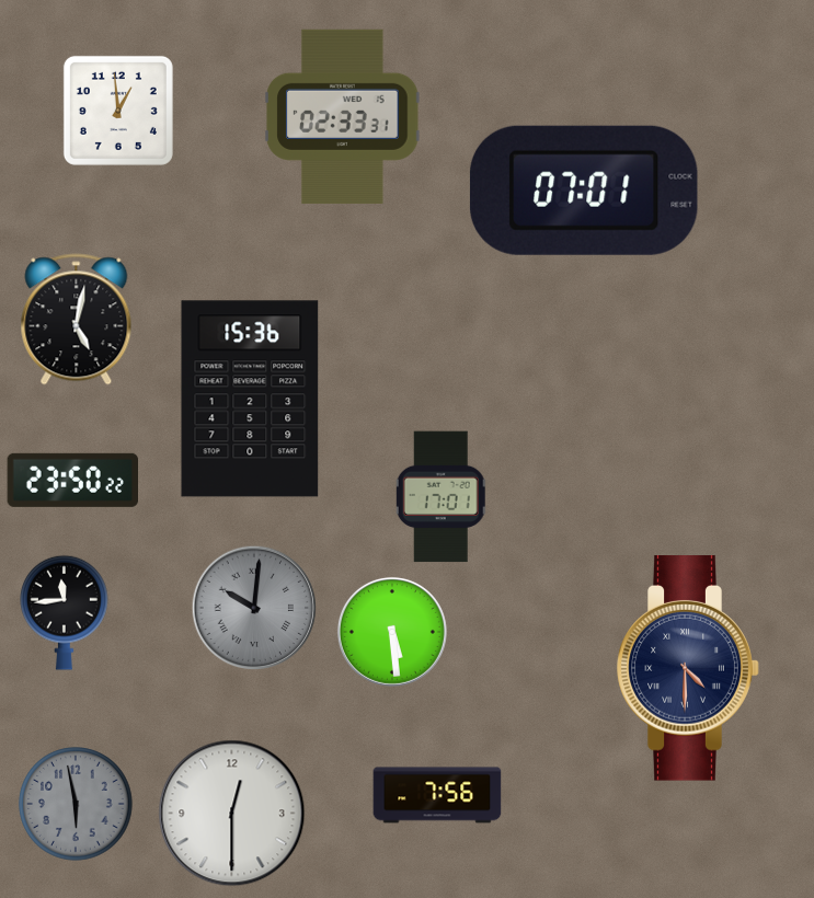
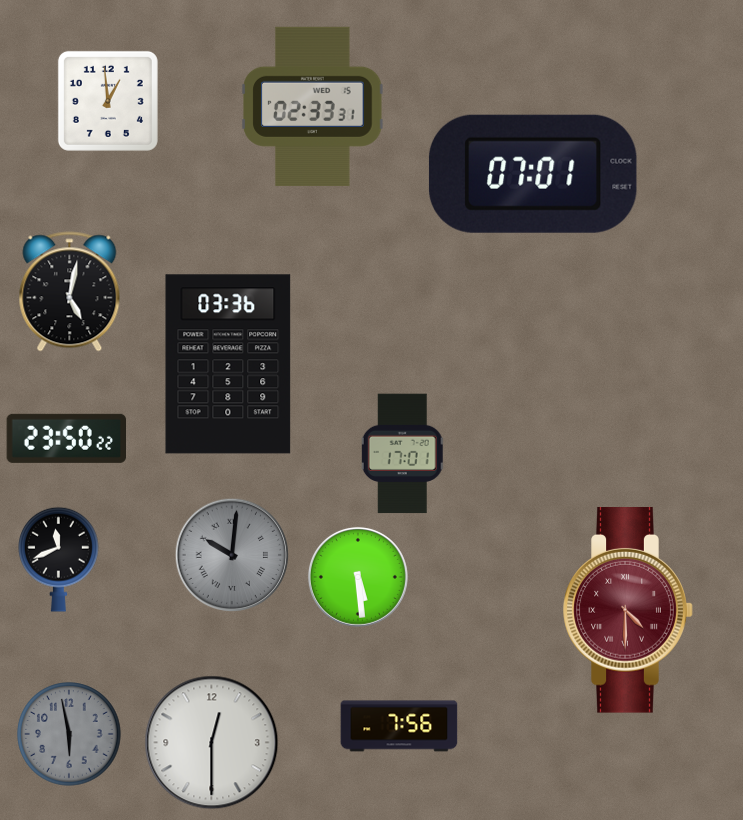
clock at (250, 399): 15:36 -> 03:36
clock at (65, 612): 11:44 -> 11:41
clock at (688, 669) dial: navy -> burgundy
